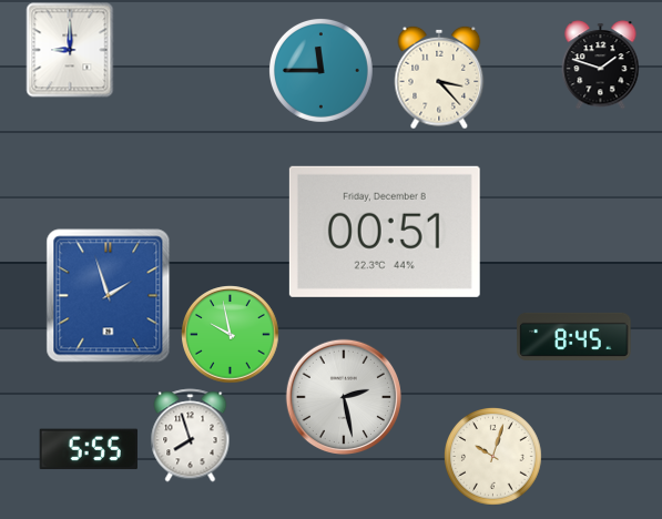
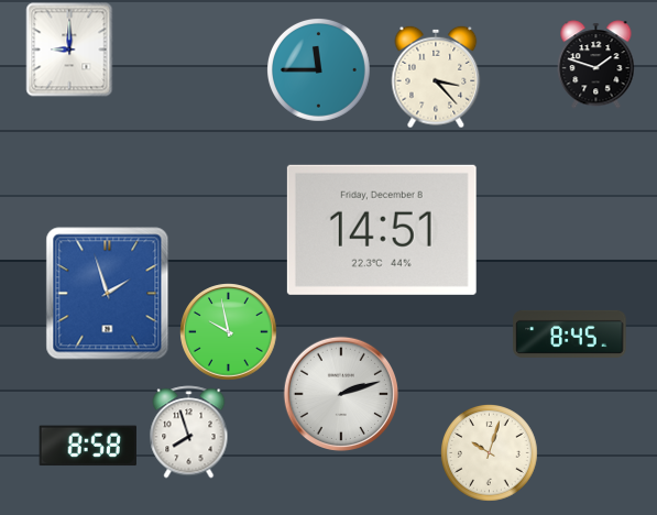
clock at (385, 232): 00:51 -> 14:51
clock at (343, 396): 2:28 -> 2:12
clock at (89, 449): 5:55 -> 8:58
